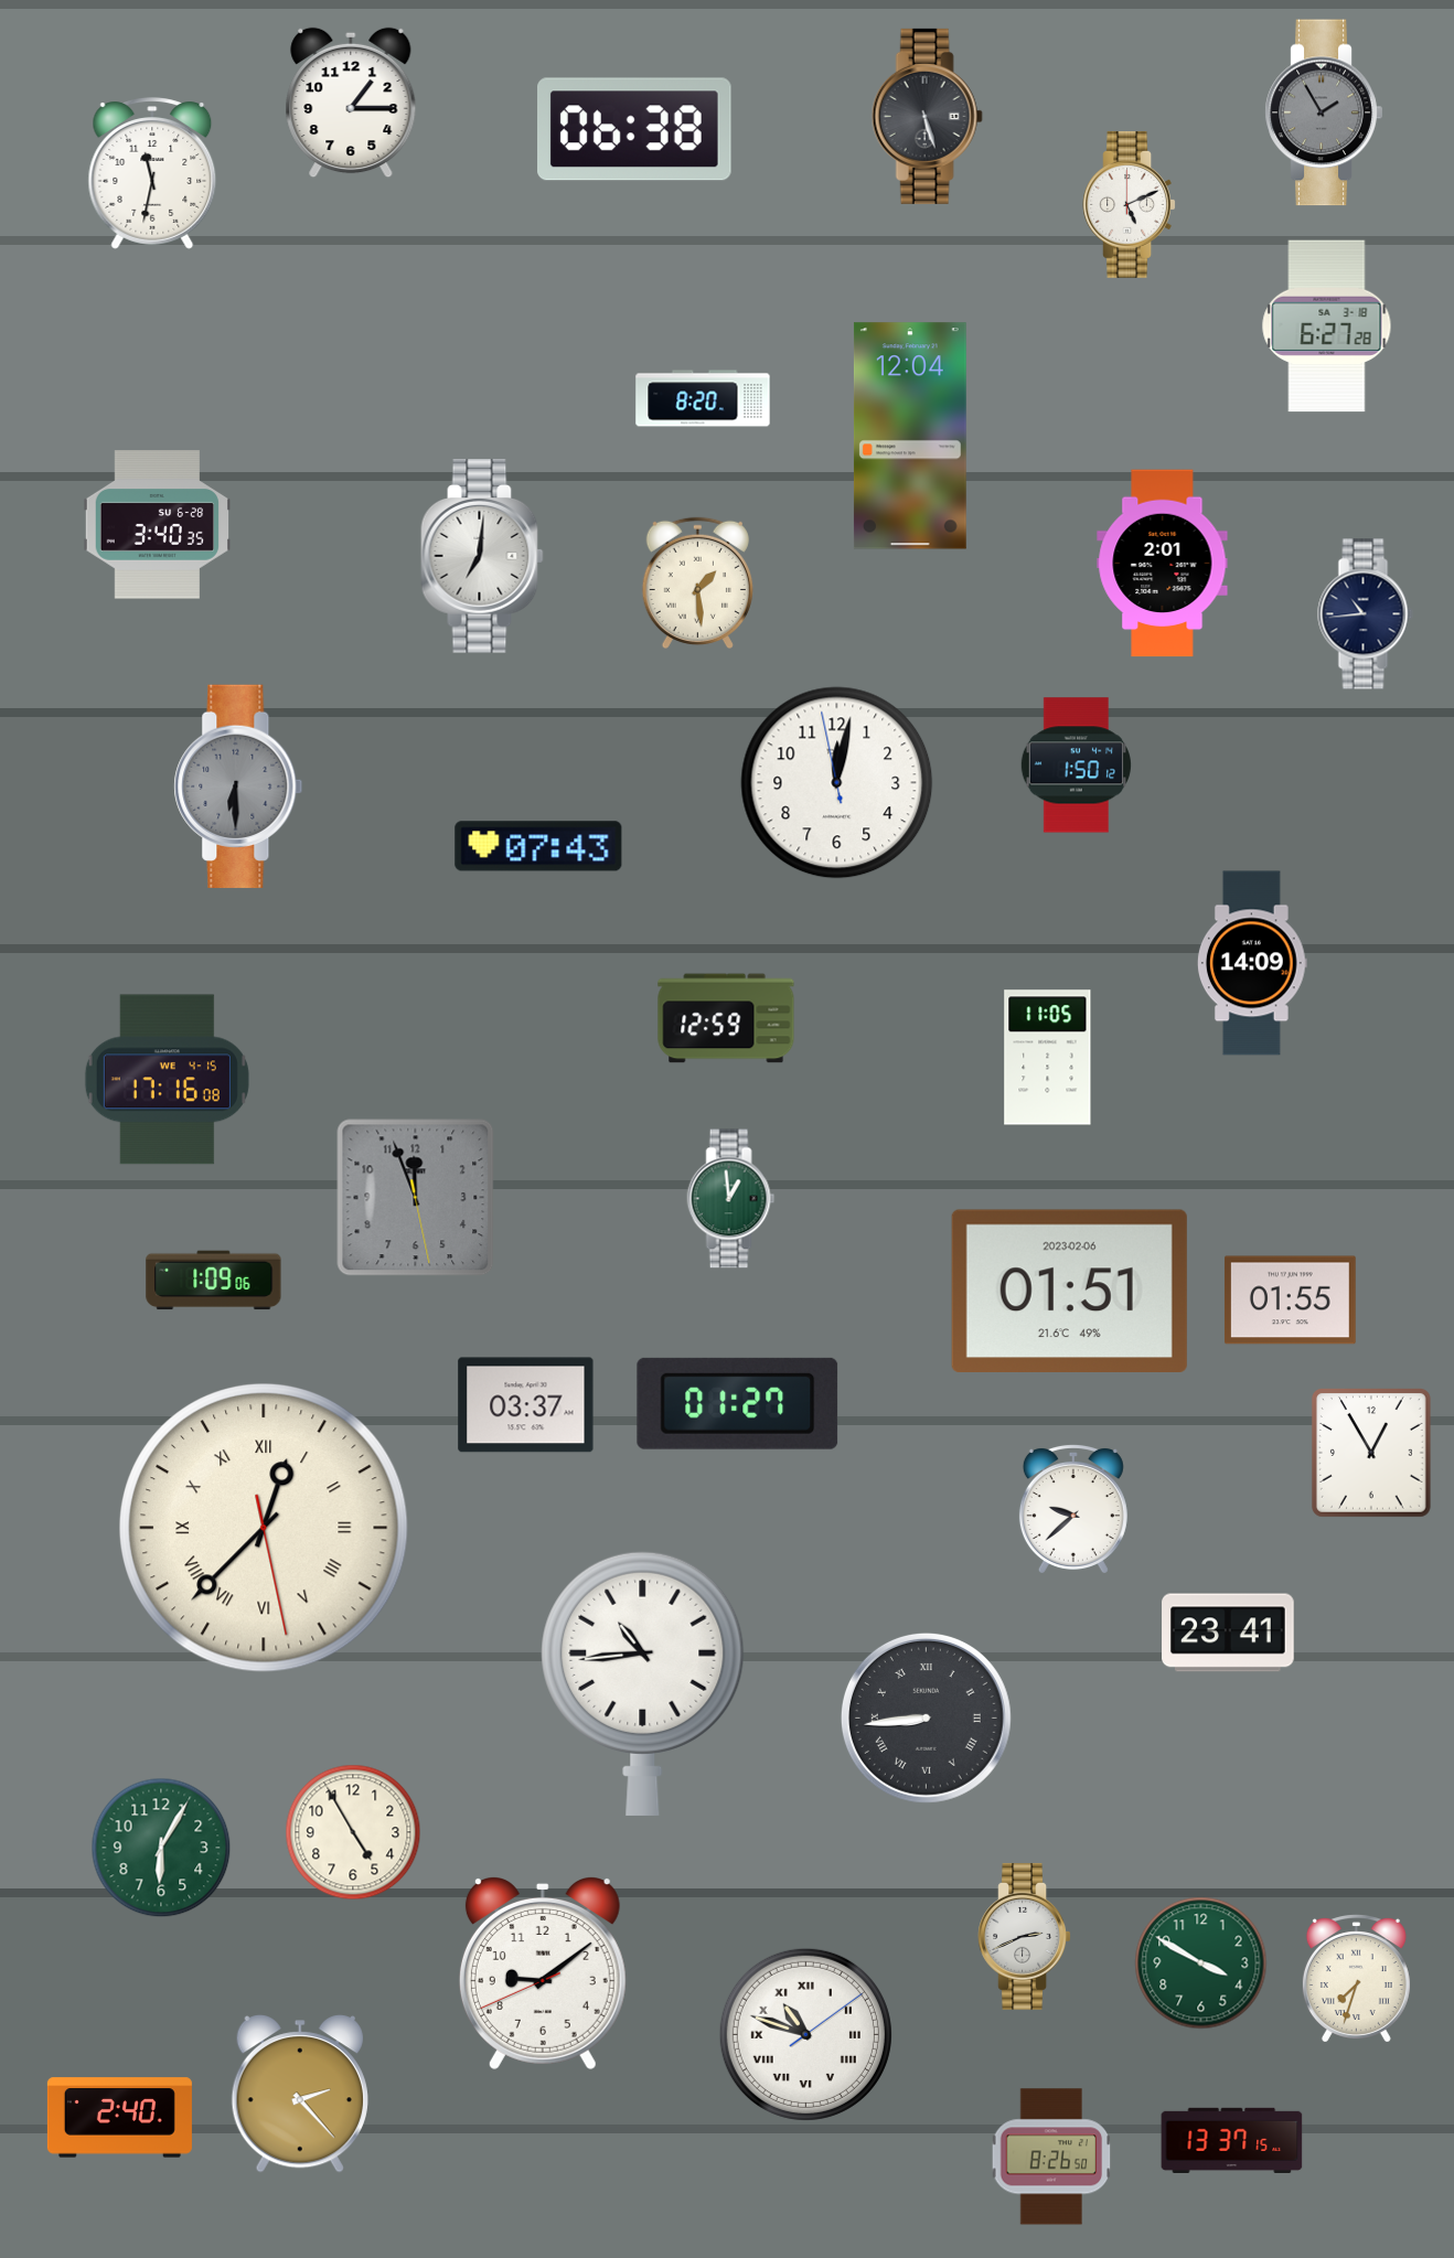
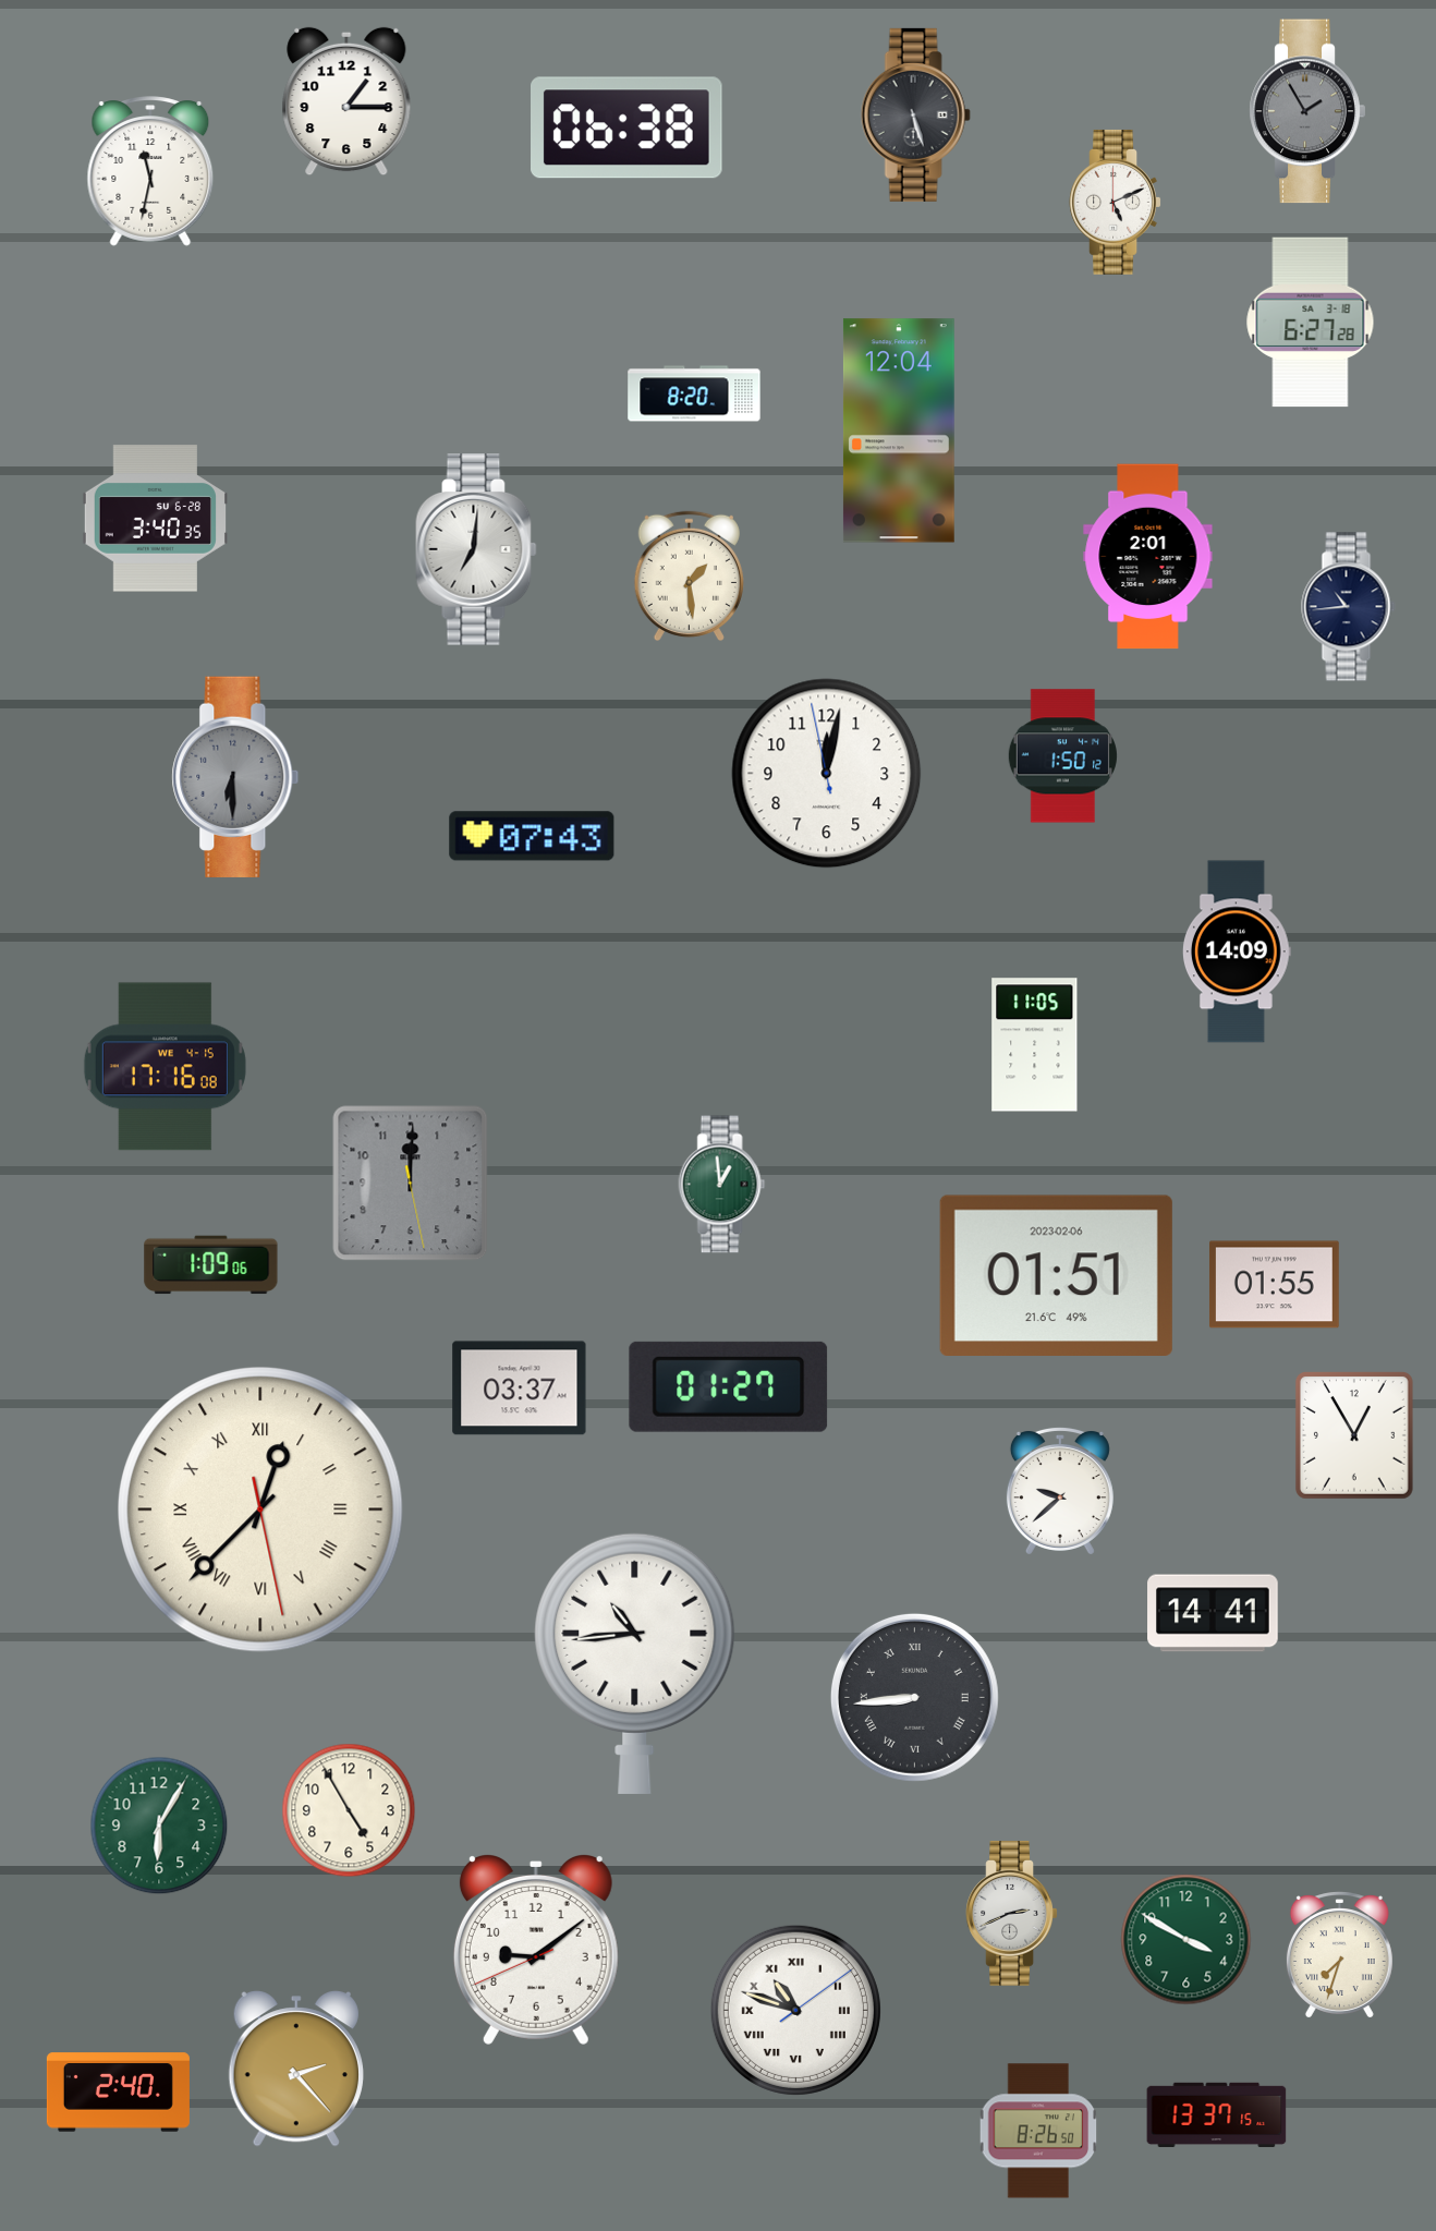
clock at (726, 1018): 12:59 -> none
clock at (416, 1198): 11:56 -> 12:00
clock at (1228, 1633): 23:41 -> 14:41
